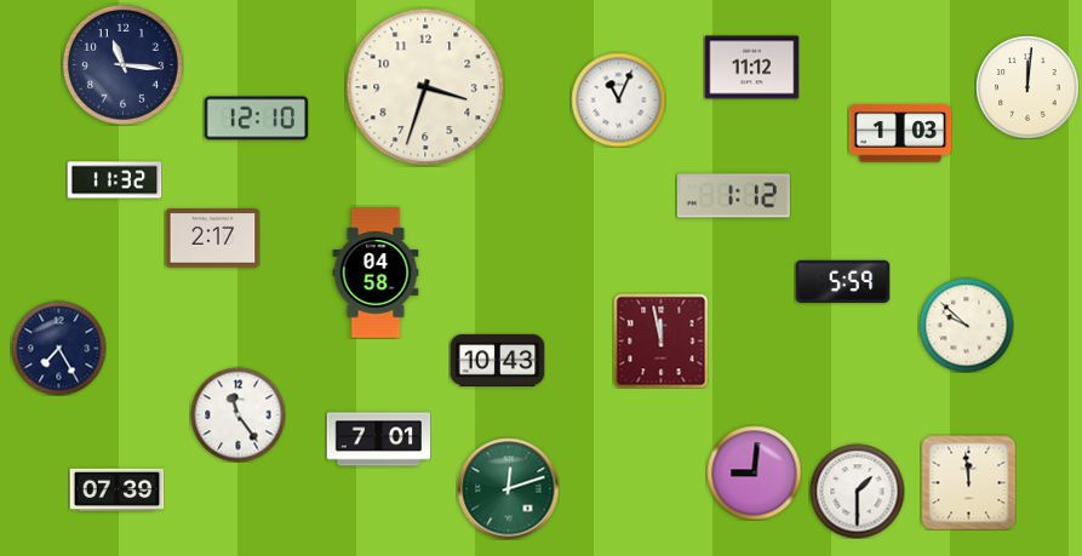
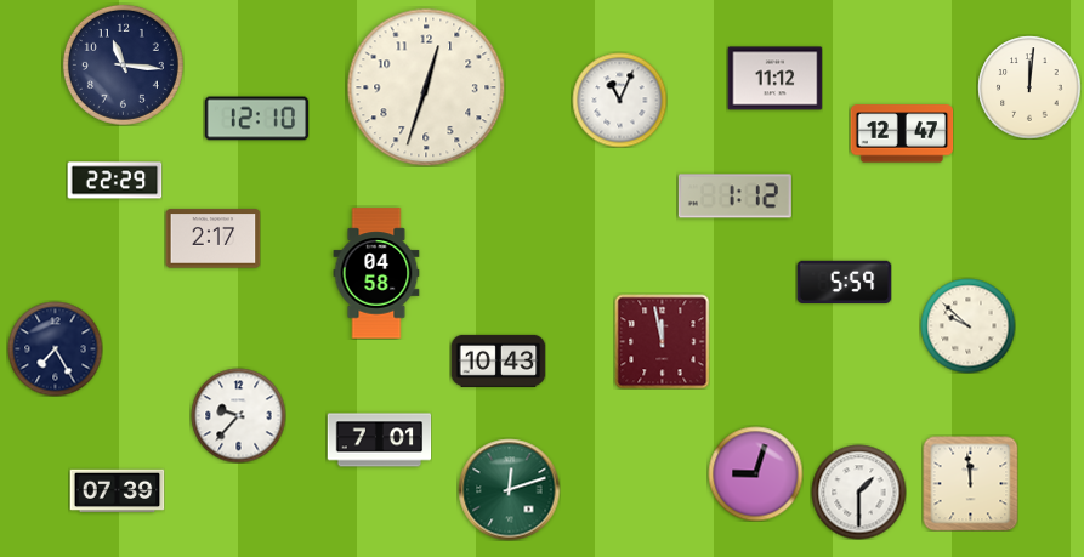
clock at (751, 68) position: (751, 68) -> (774, 79)
clock at (425, 87): 3:33 -> 12:33
clock at (900, 133): 1:03 -> 12:47
clock at (114, 180): 11:32 -> 22:29
clock at (58, 348) position: (58, 348) -> (55, 348)
clock at (237, 414): 11:24 -> 9:37
clock at (754, 472): 9:01 -> 9:03
